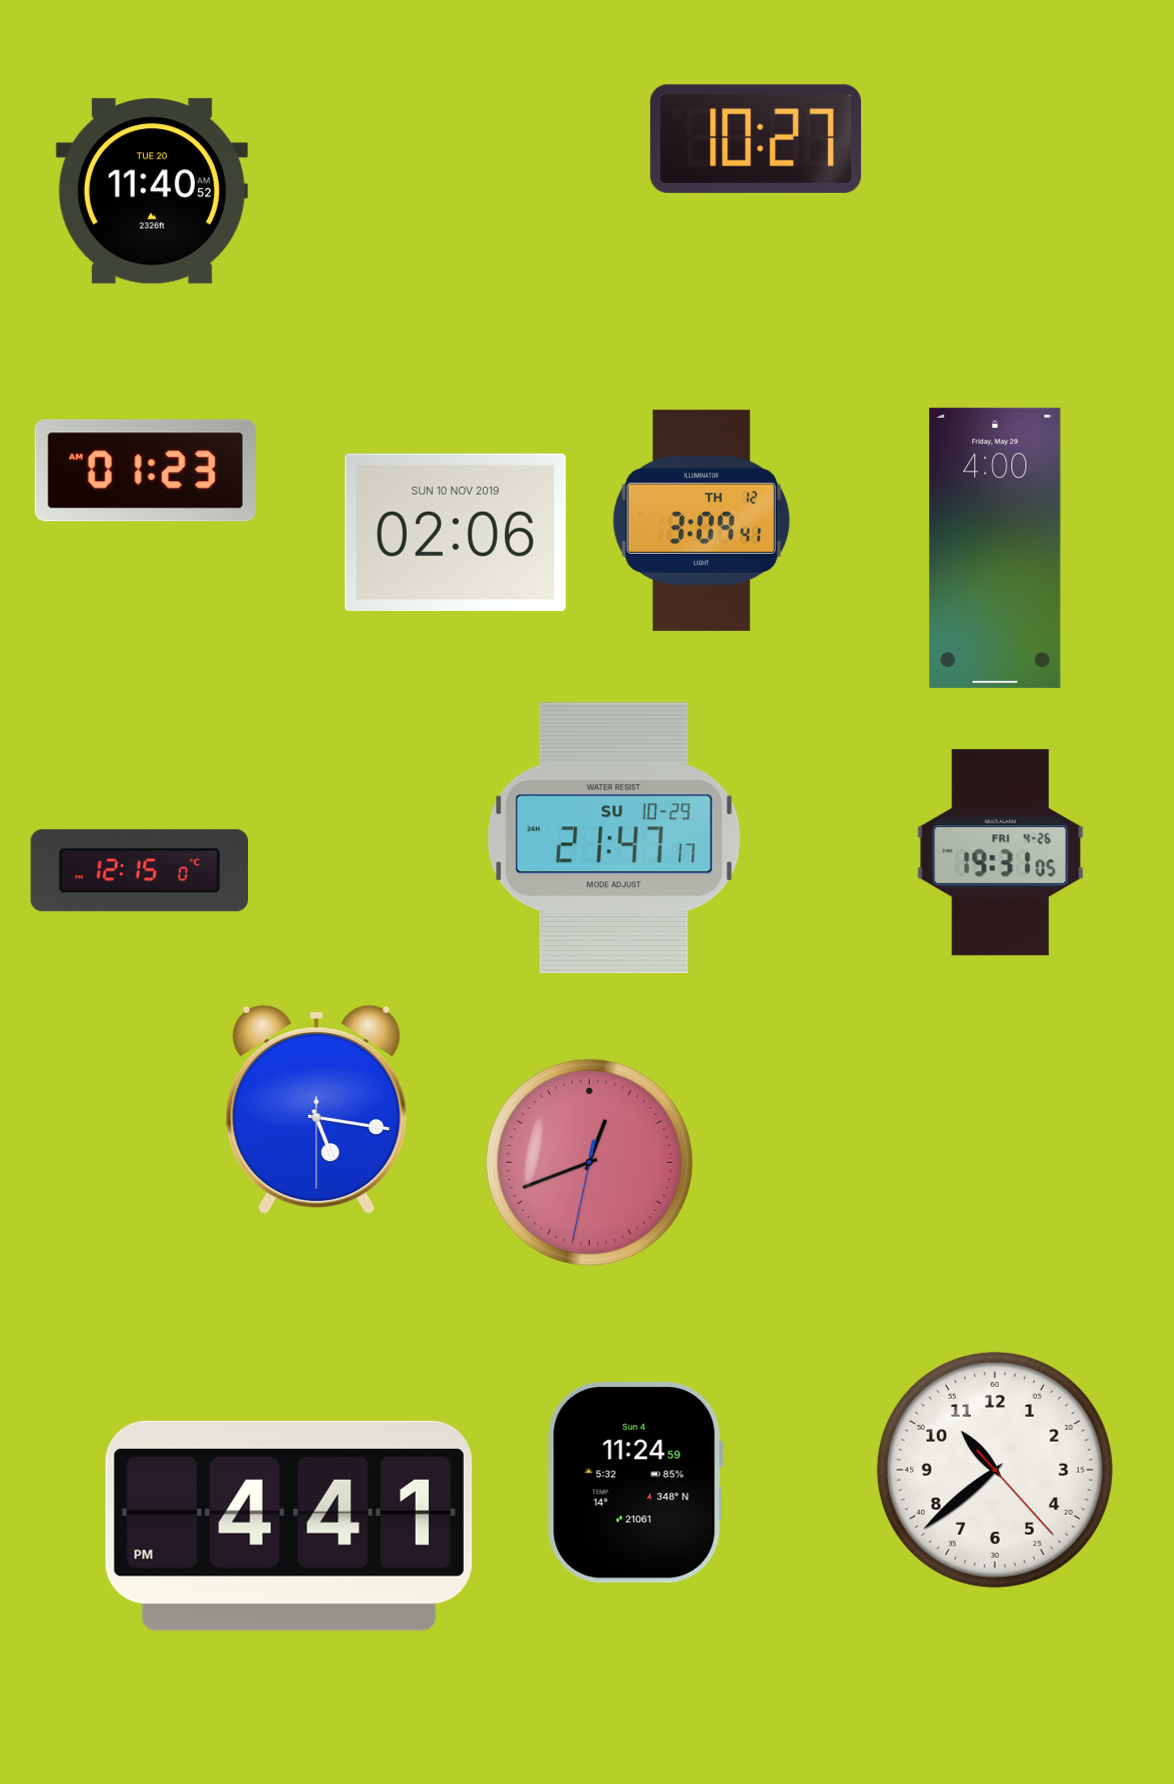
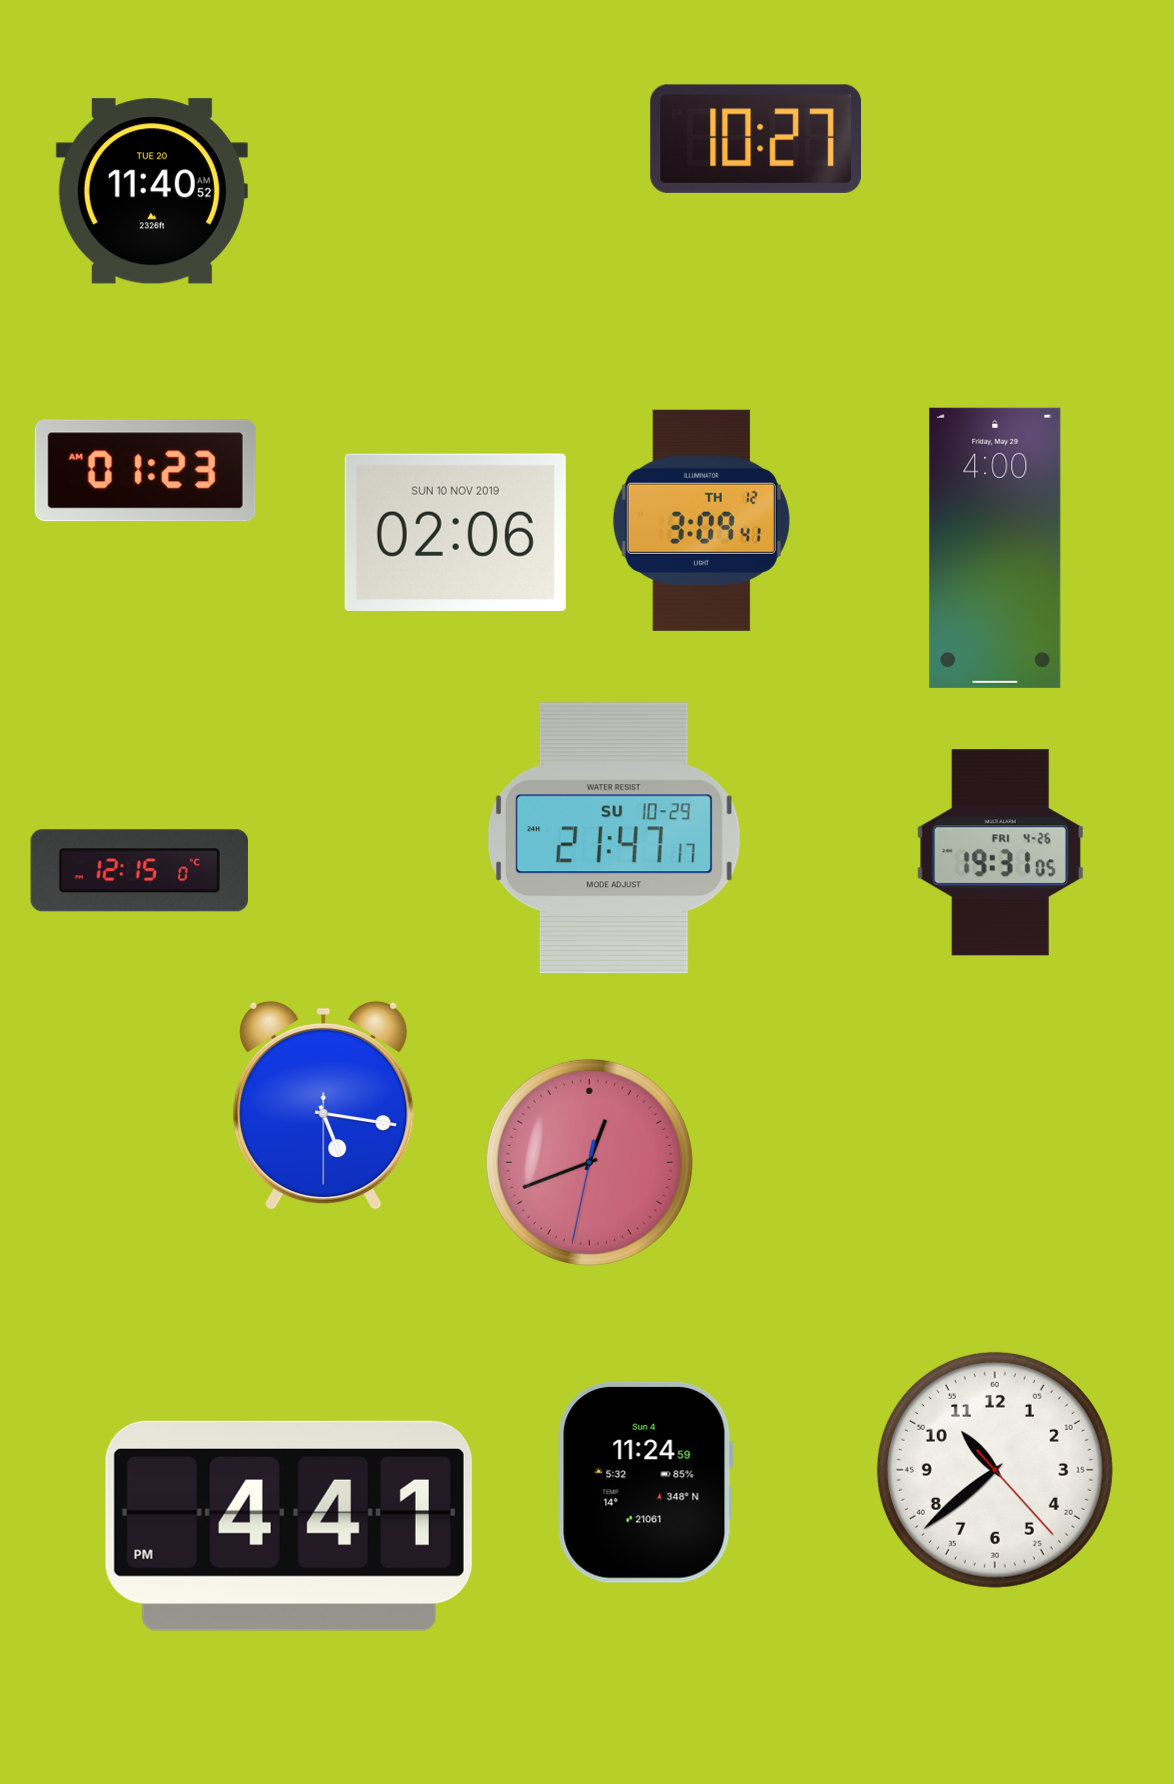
clock at (317, 1110) position: (317, 1110) -> (324, 1106)
clock at (635, 1482) position: (635, 1482) -> (645, 1482)
